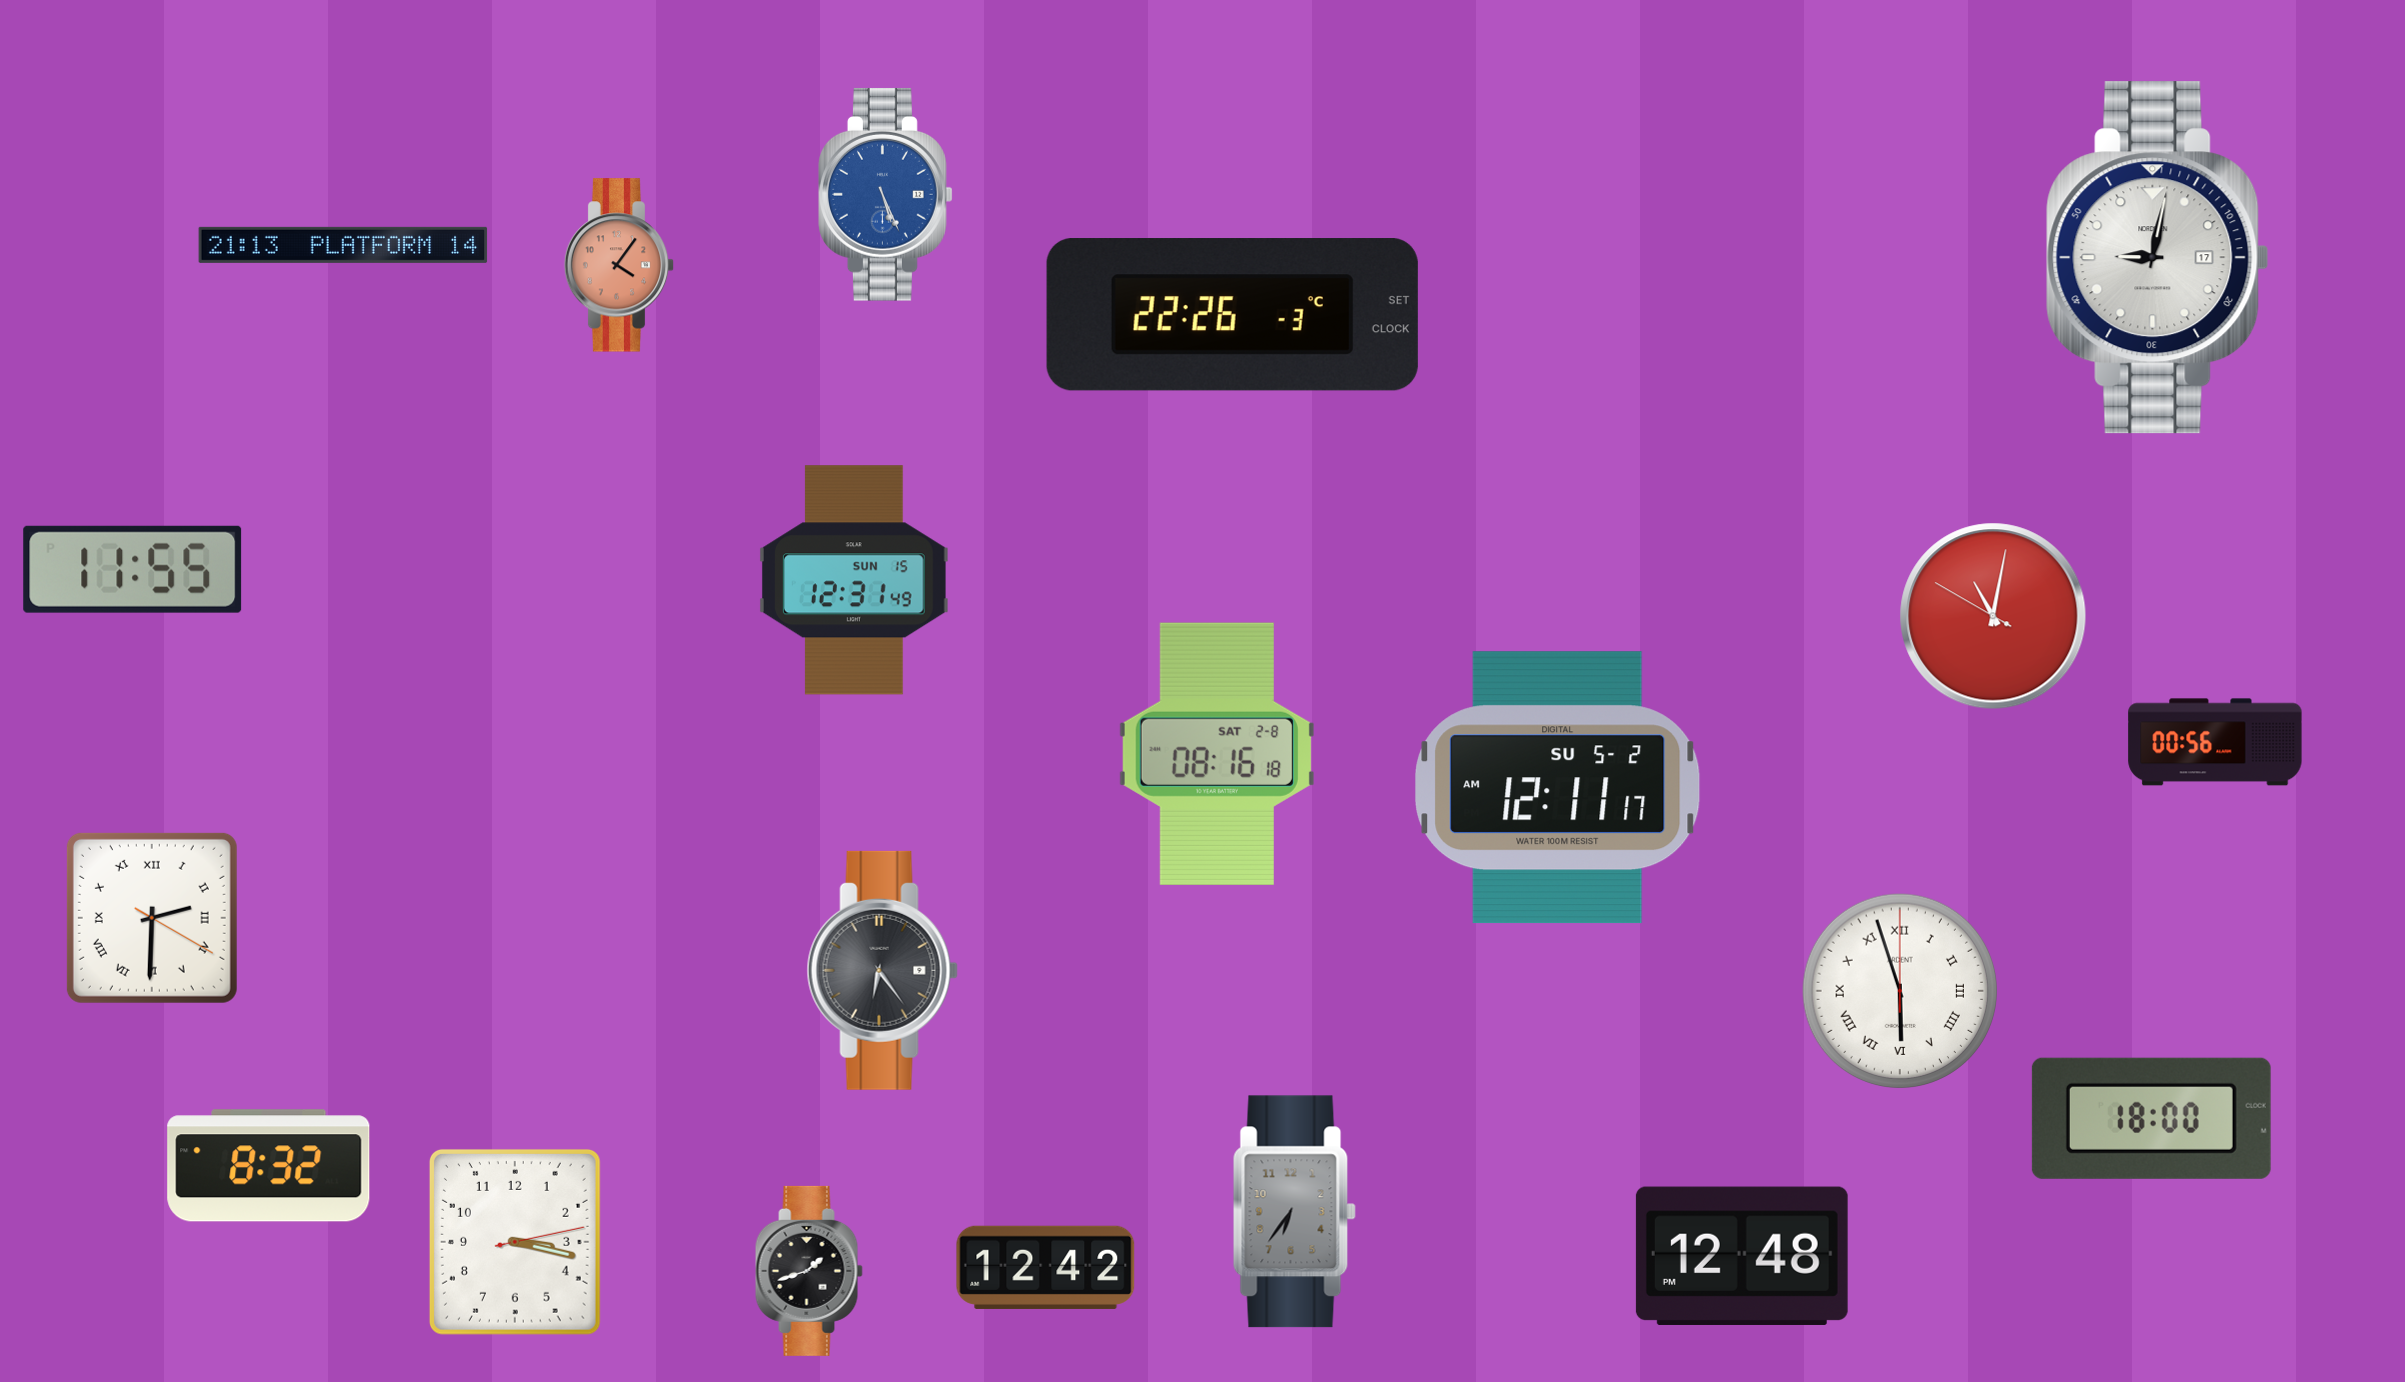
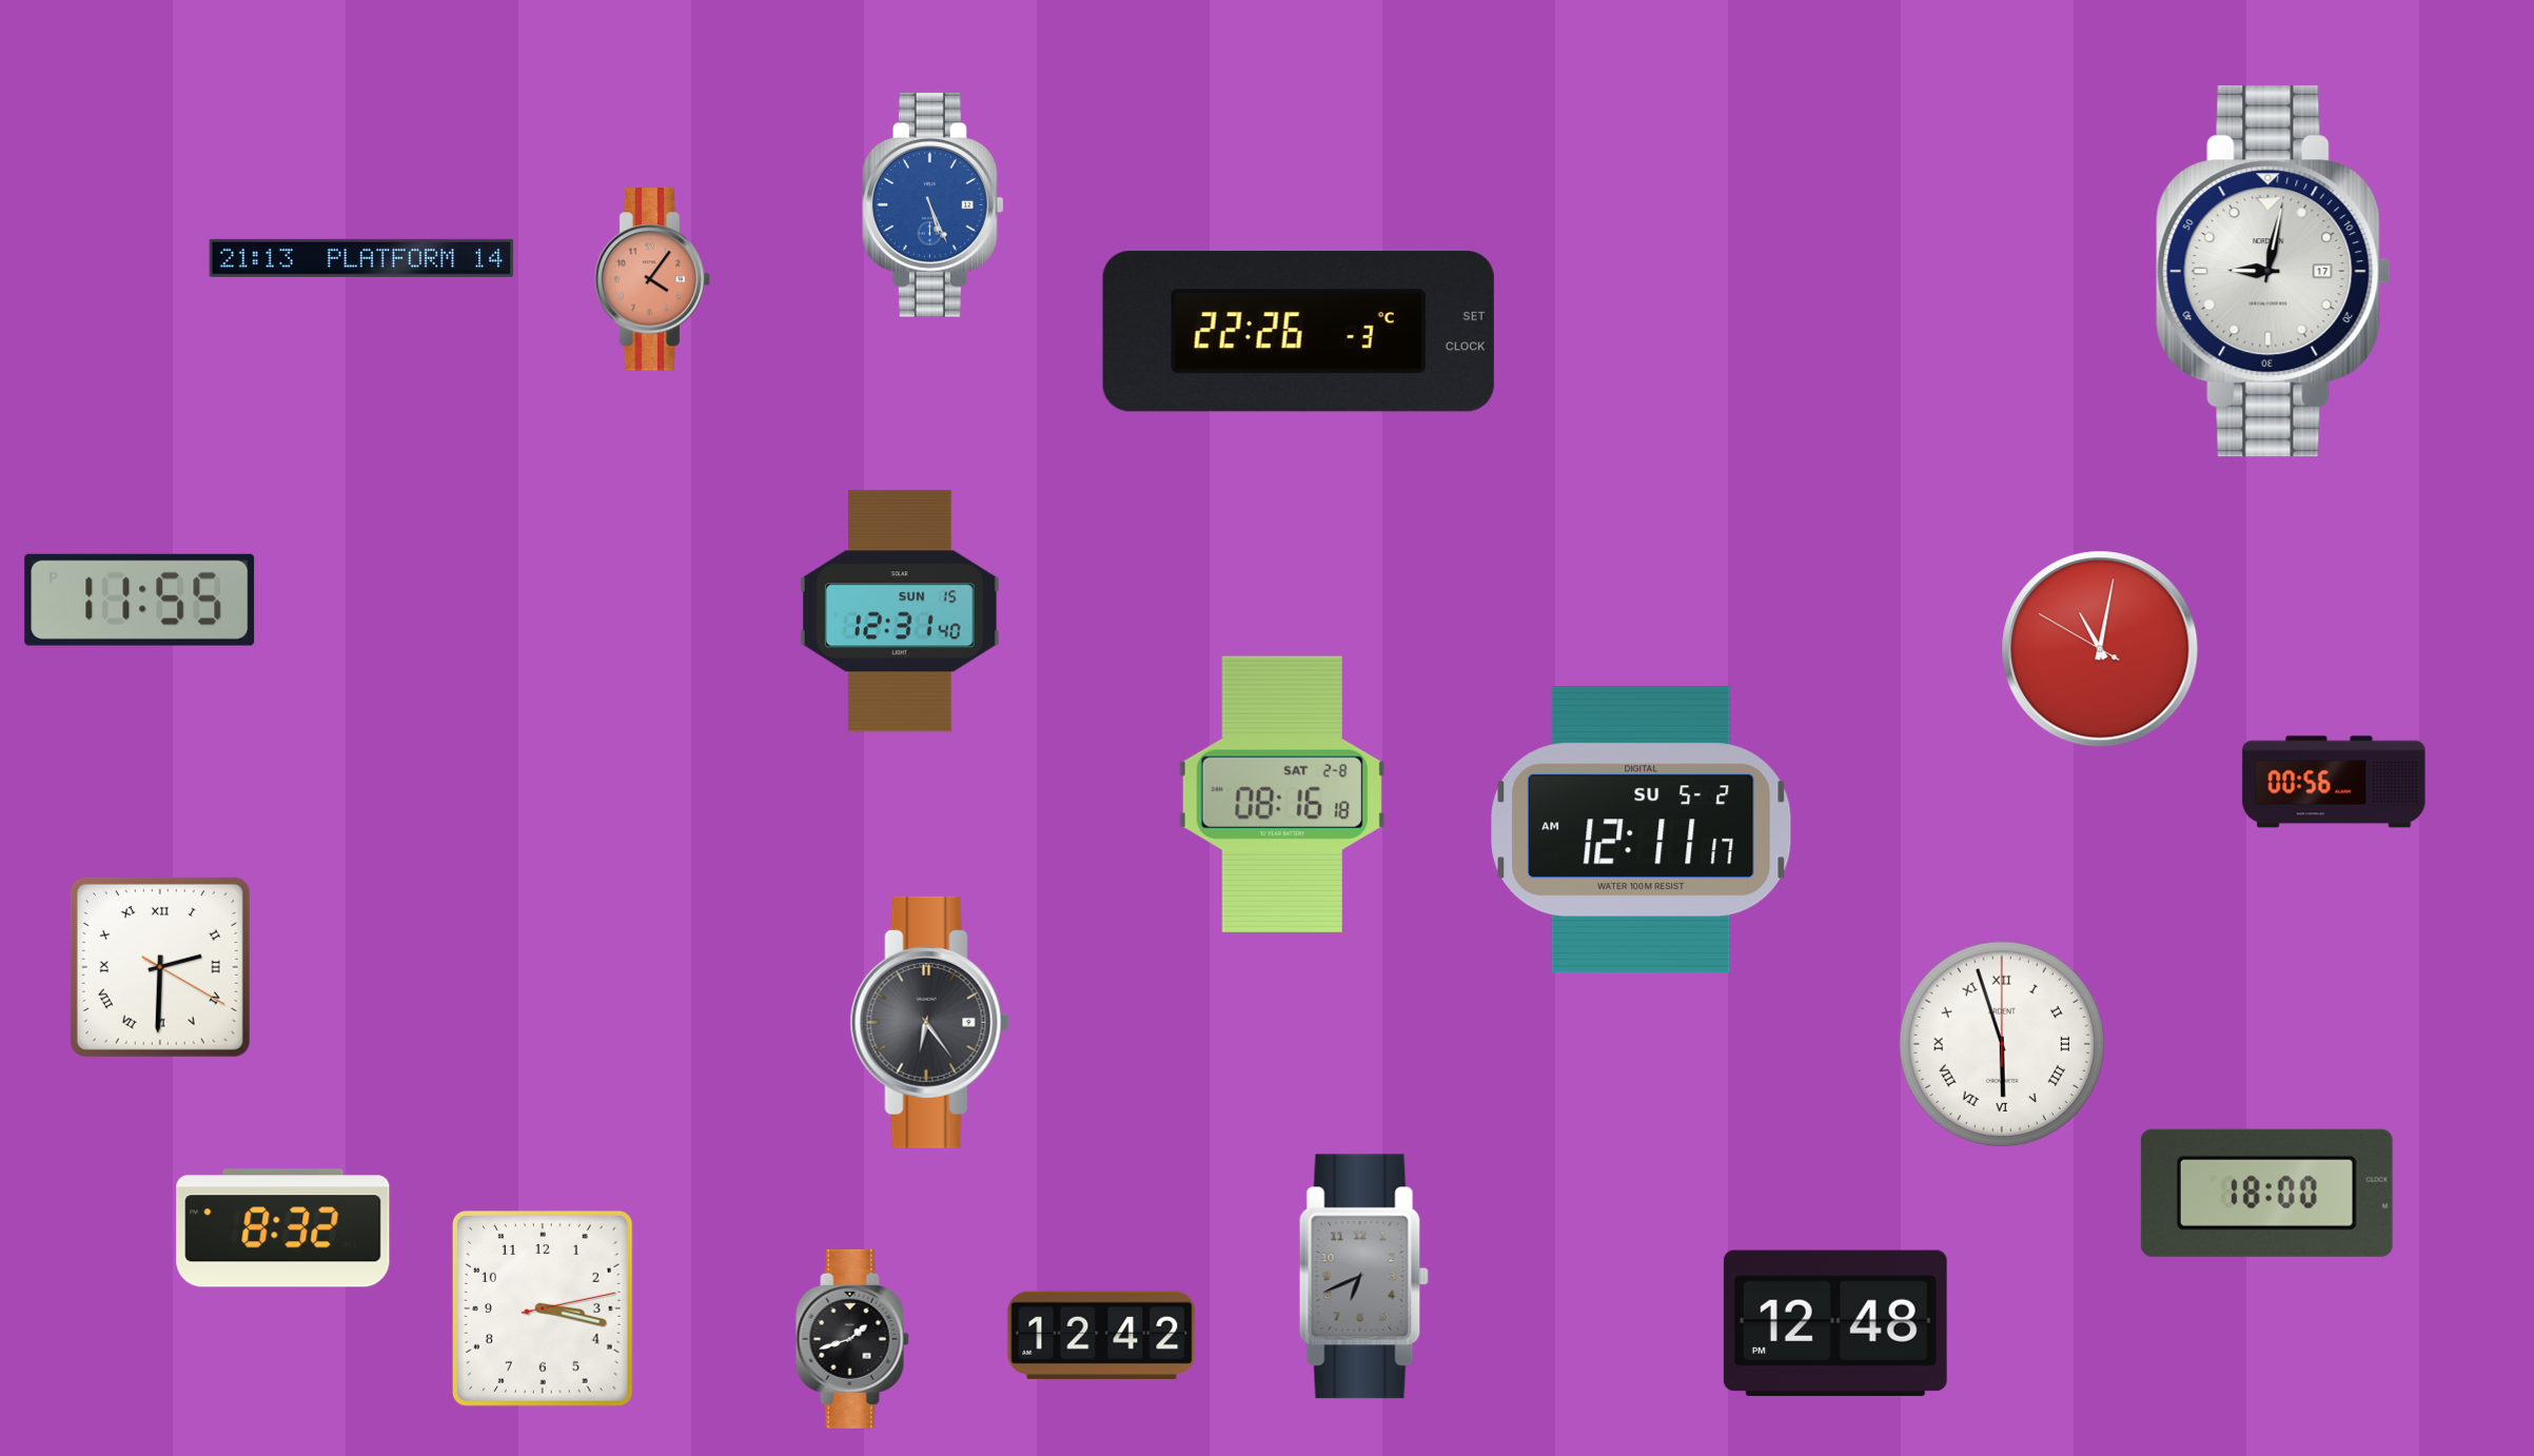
clock at (854, 580): 12:31:49 -> 12:31:40
clock at (2151, 1118) position: (2151, 1118) -> (2266, 1193)
clock at (1294, 1212): 6:36 -> 6:41
